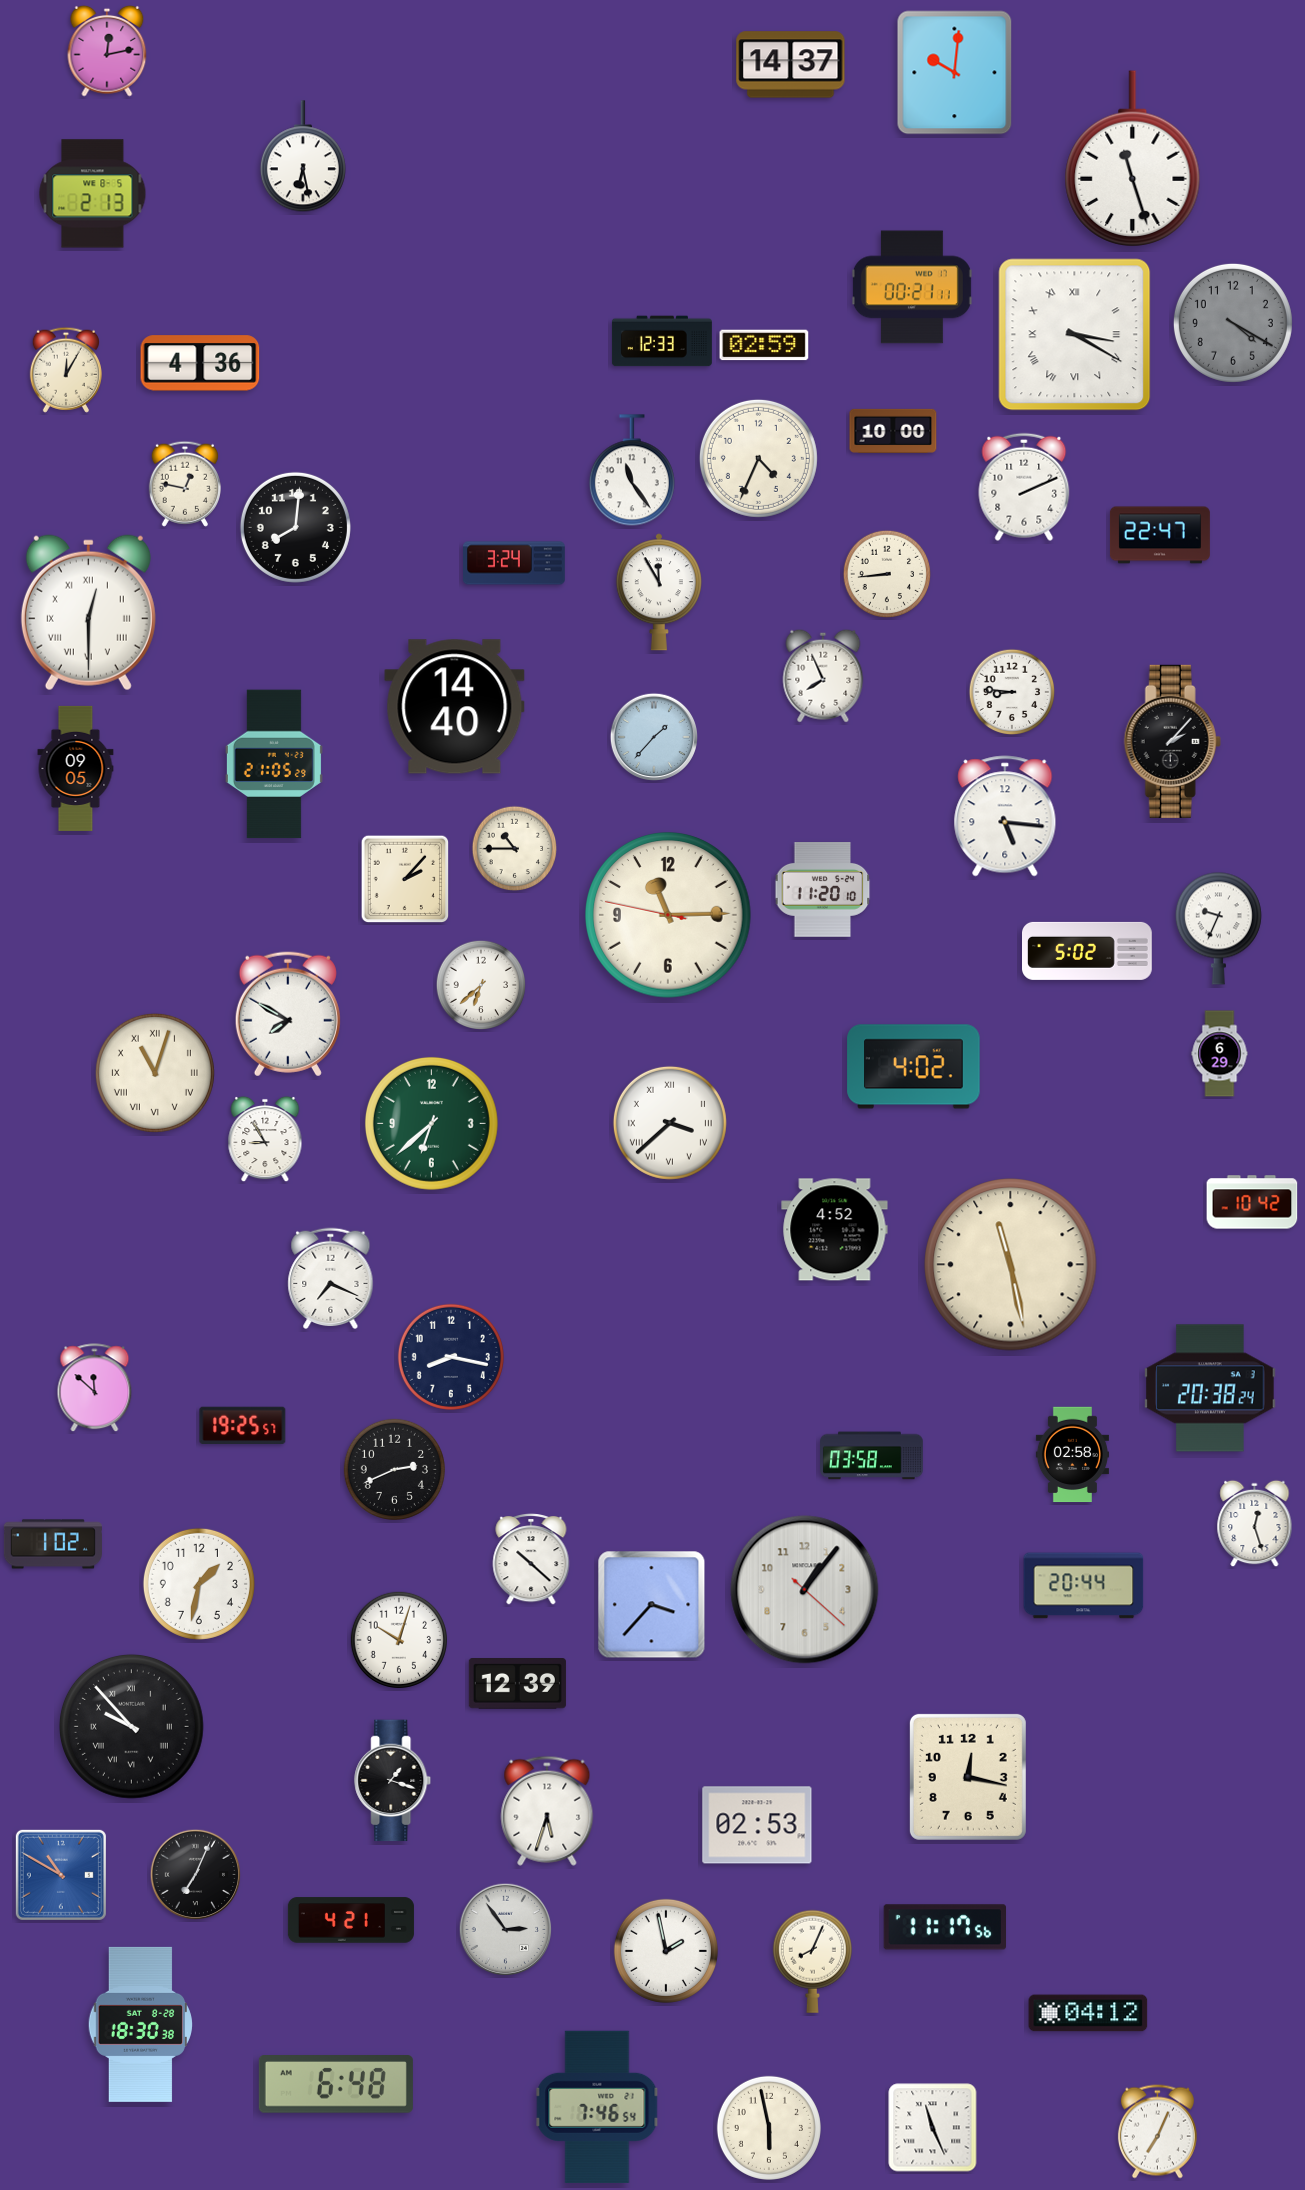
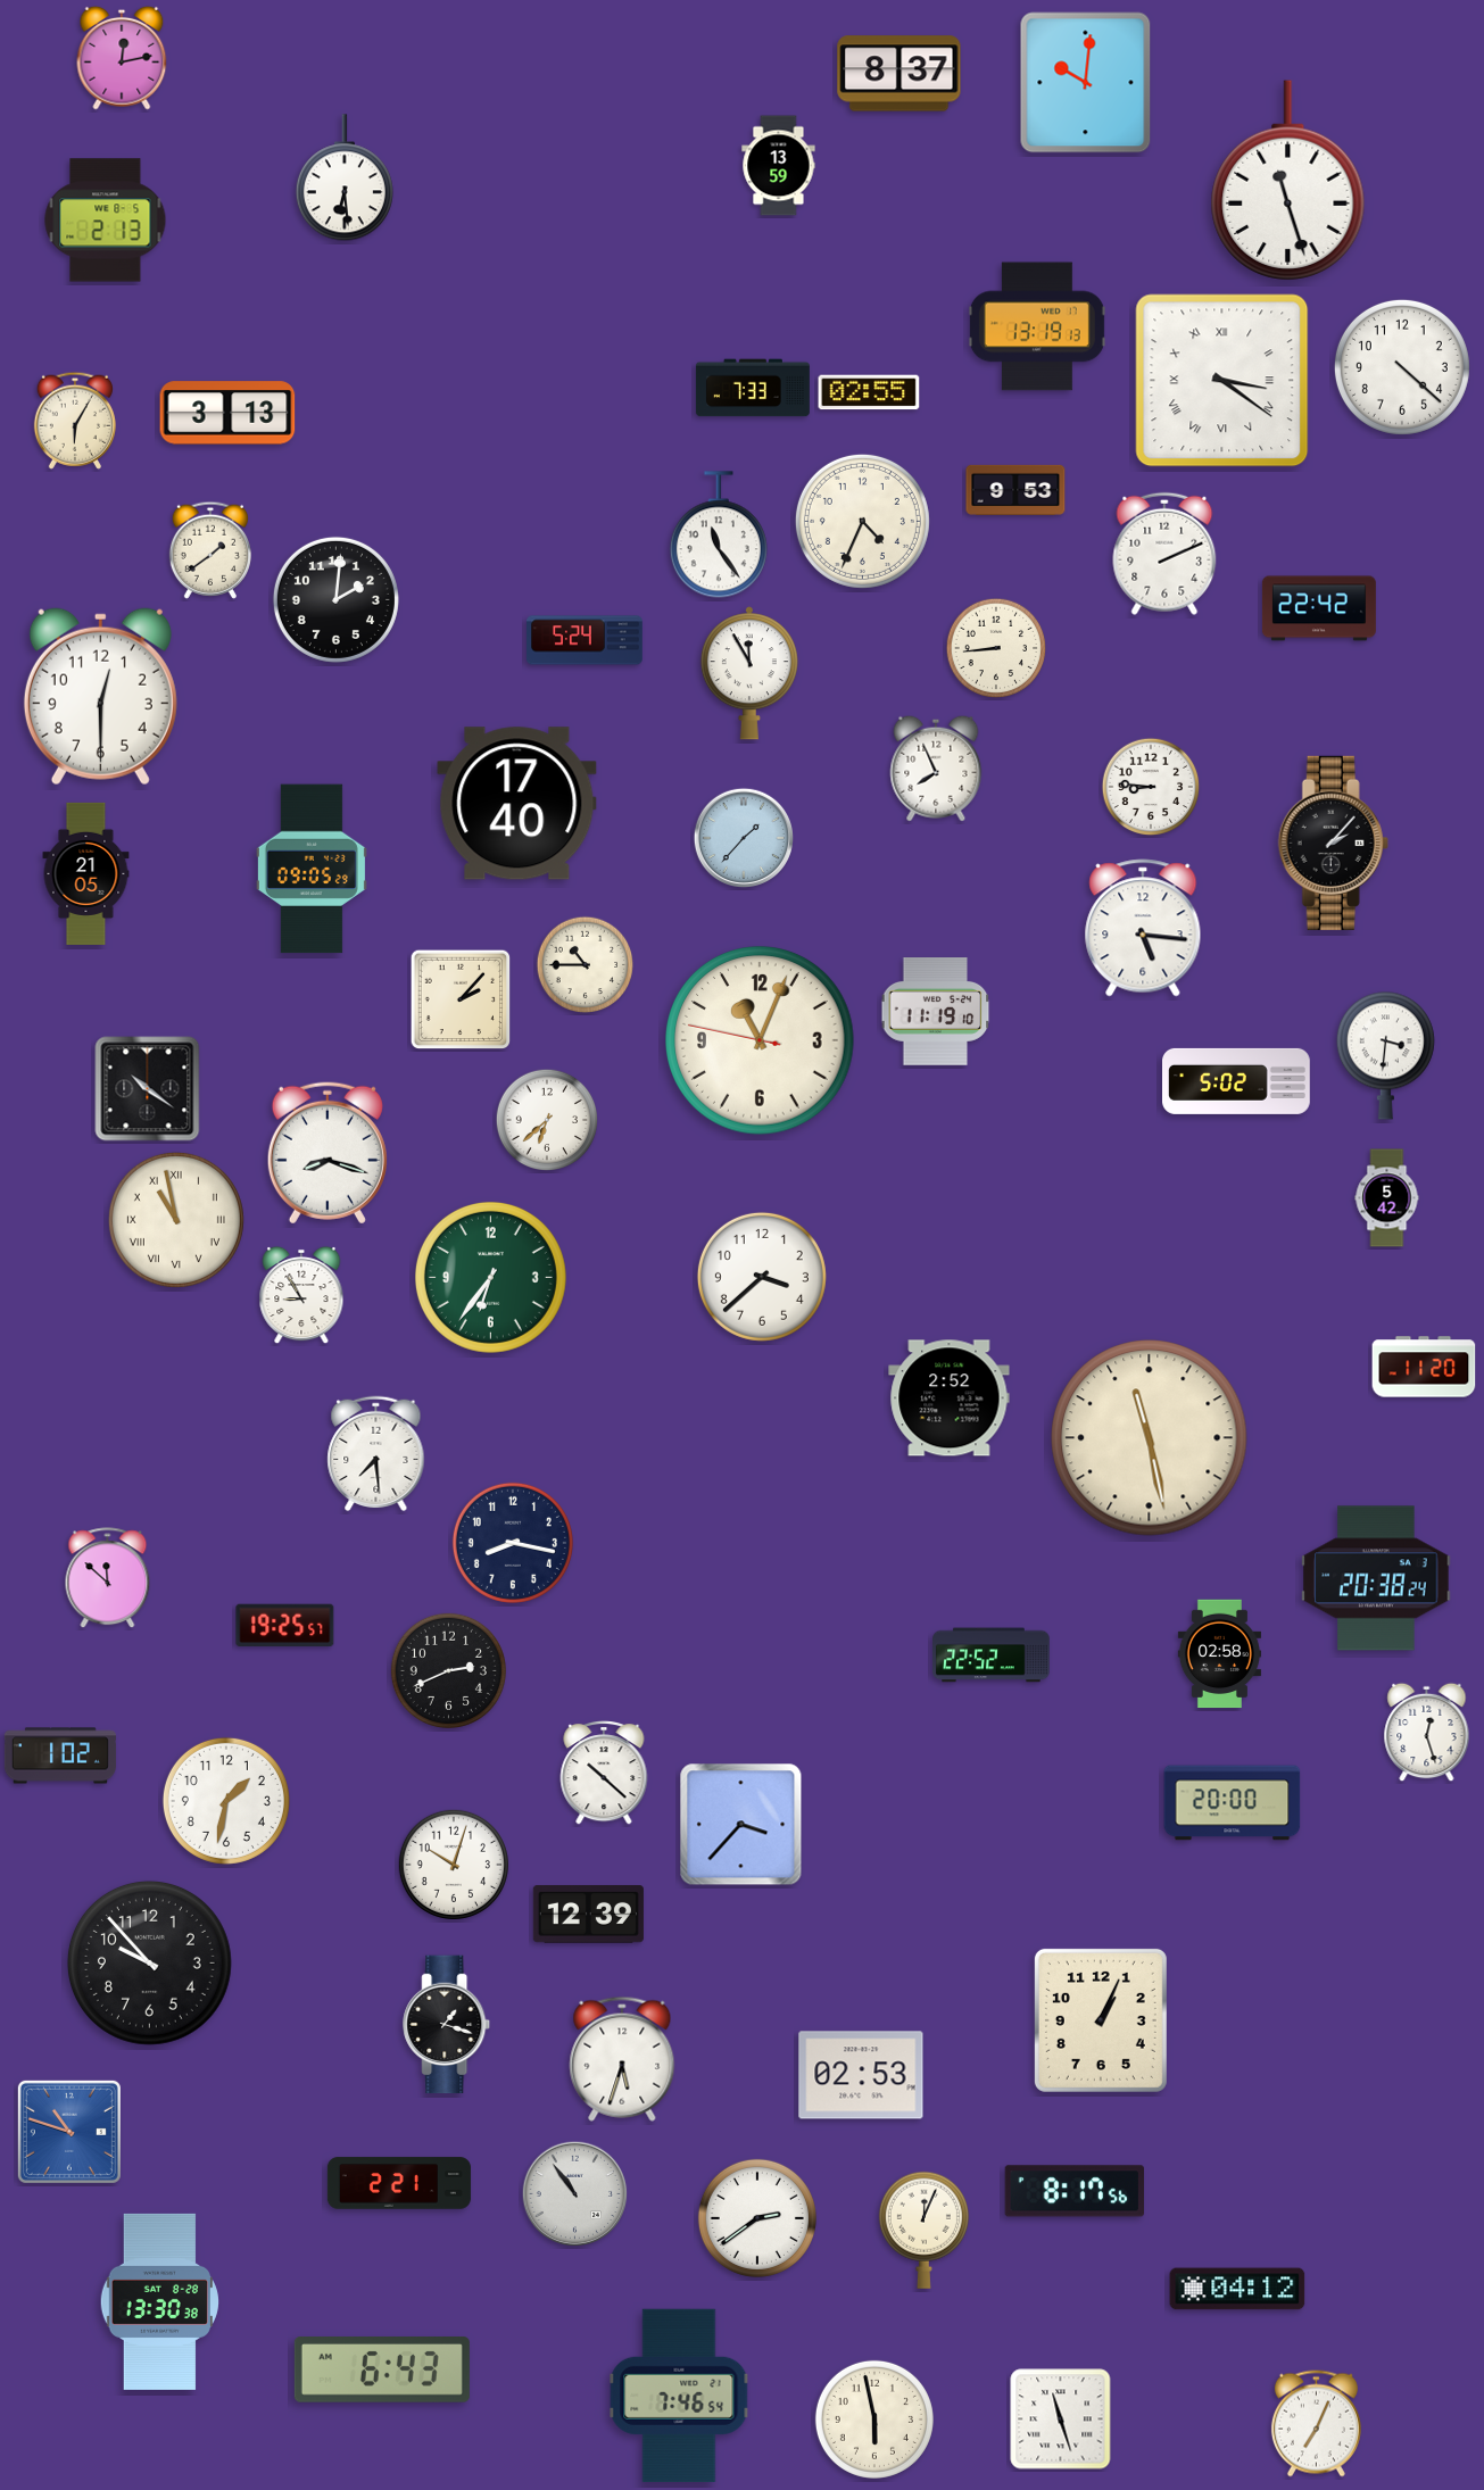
clock at (791, 65): 14:37 -> 8:37
clock at (779, 166): none -> 13:59
clock at (303, 157): 6:28 -> 6:29
clock at (912, 287): 00:21 -> 13:19
clock at (1233, 323): 4:20 -> 4:22
clock at (1233, 323) dial: grey -> white
clock at (1075, 335): 3:20 -> 3:21
clock at (662, 341): 12:33 -> 7:33
clock at (764, 345): 02:59 -> 02:55
clock at (200, 363): 4:36 -> 3:13
clock at (66, 370): 12:05 -> 6:05
clock at (893, 431): 10:00 -> 9:53
clock at (185, 484): 12:47 -> 1:39
clock at (295, 527): 8:01 -> 2:01
clock at (1160, 535): 22:47 -> 22:42
clock at (515, 563): 3:24 -> 5:24
clock at (887, 574) position: (887, 574) -> (996, 648)
clock at (88, 613) numerals: Roman -> Arabic
clock at (455, 707): 14:40 -> 17:40
clock at (274, 764): 21:05 -> 09:05
clock at (76, 768): 09:05 -> 21:05
clock at (823, 890): 11:20 -> 11:19
clock at (668, 915): 11:14 -> 11:03
clock at (1218, 928): 9:34 -> 3:31
clock at (148, 1089): none -> 10:21
clock at (288, 1014): 7:50 -> 8:18
clock at (1220, 1054): 6:29 -> 5:42
clock at (914, 1067): 4:02 -> none
clock at (155, 1073): 11:03 -> 10:58
clock at (431, 1123): 6:38 -> 6:36
clock at (670, 1123) numerals: Roman -> Arabic
clock at (1252, 1202): 10:42 -> 11:20
clock at (835, 1230): 4:52 -> 2:52
clock at (331, 1279): 7:19 -> 7:29
clock at (243, 1426) position: (243, 1426) -> (285, 1626)
clock at (872, 1456): 03:58 -> 22:52
clock at (1084, 1586): 20:44 -> 20:00
clock at (805, 1590): 1:06 -> none
clock at (131, 1726) numerals: Roman -> Arabic
clock at (968, 1777): 12:17 -> 1:04
clock at (61, 1875): 10:50 -> 10:48
clock at (196, 1875): 7:04 -> none
clock at (351, 1920): 4:21 -> 2:21
clock at (944, 1927): 11:17 -> 8:17
clock at (506, 1930): 2:54 -> 10:54
clock at (666, 1951): 1:58 -> 2:39
clock at (812, 1961): 8:04 -> 12:04
clock at (140, 2024): 18:30 -> 13:30
clock at (336, 2085): 6:48 -> 6:43
clock at (933, 2128): 11:26 -> 11:27
